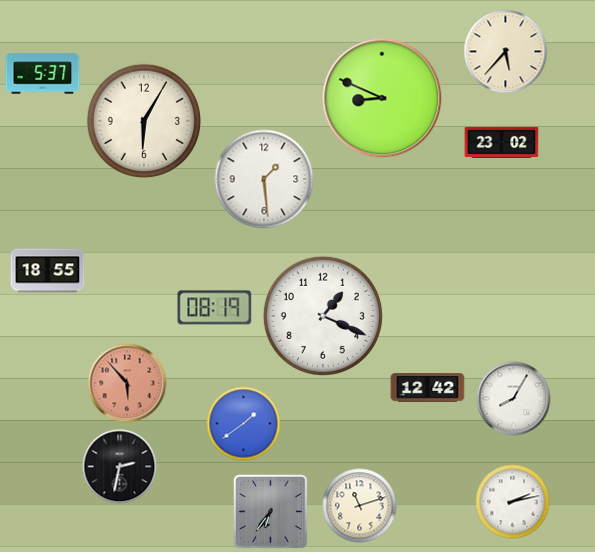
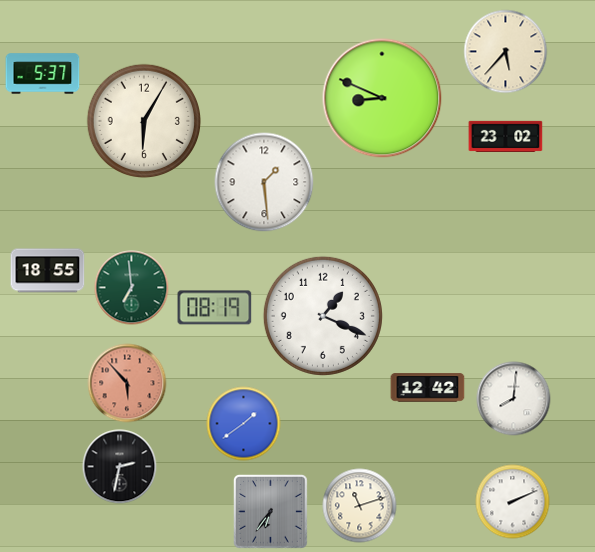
clock at (502, 142) position: (502, 142) -> (506, 136)
clock at (264, 179) position: (264, 179) -> (264, 182)
clock at (132, 288): none -> 6:59
clock at (514, 399): 8:05 -> 8:01
clock at (513, 502): 2:13 -> 2:11
